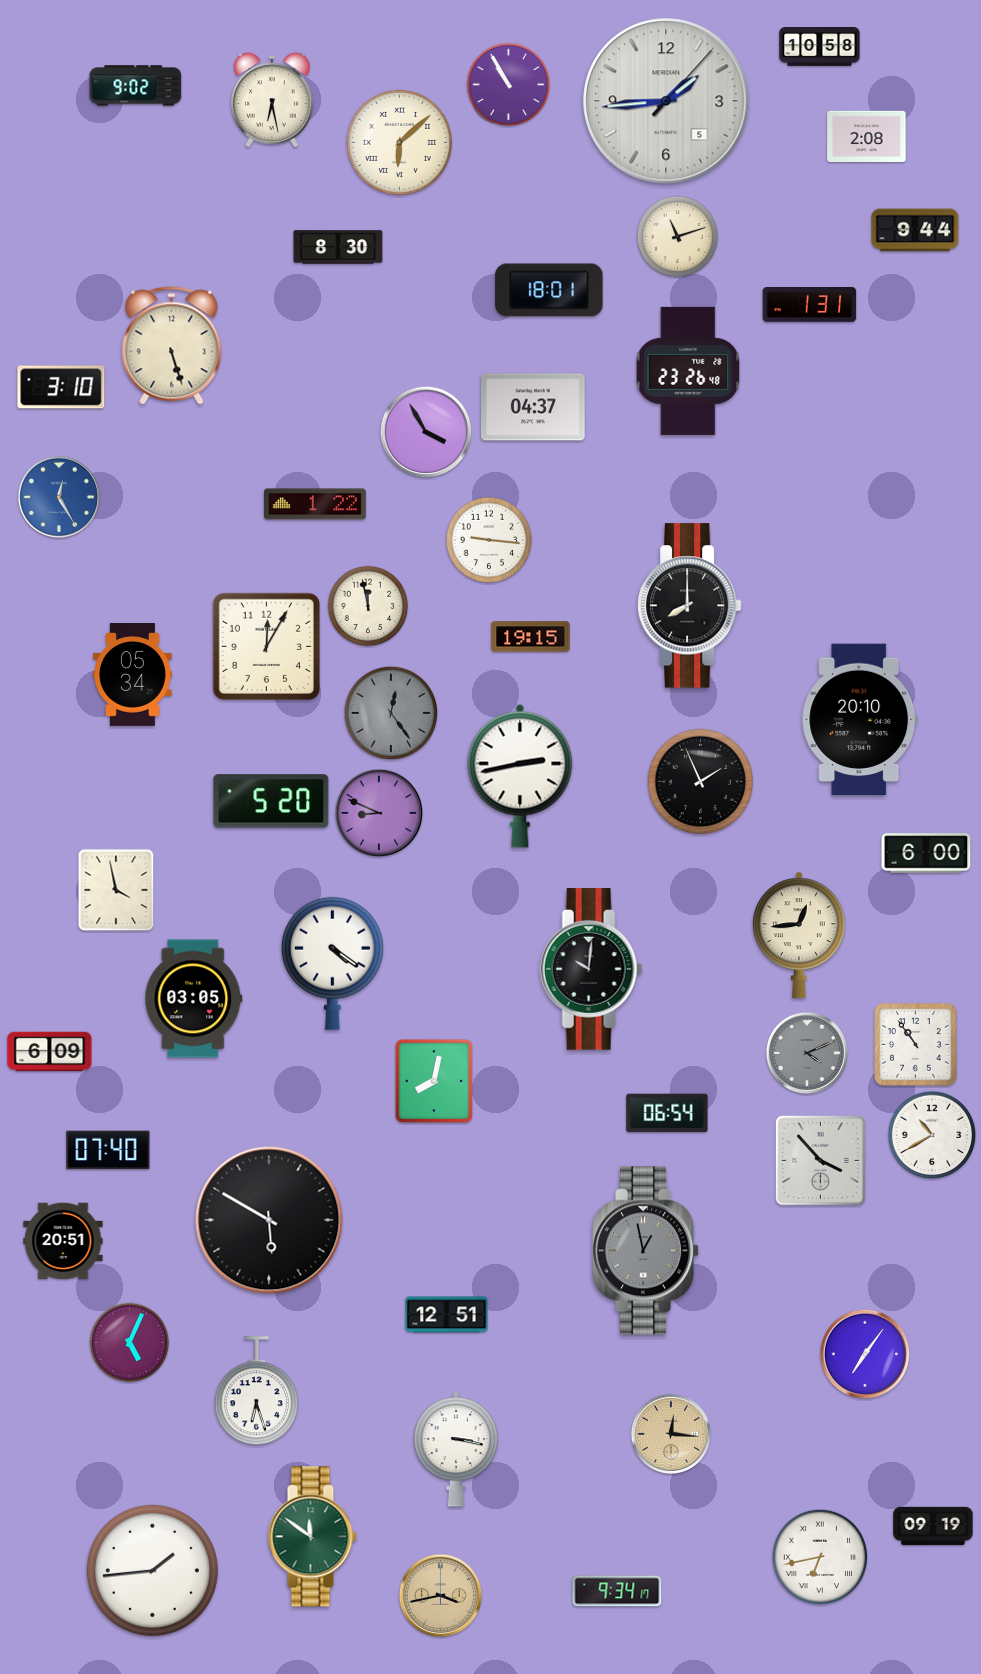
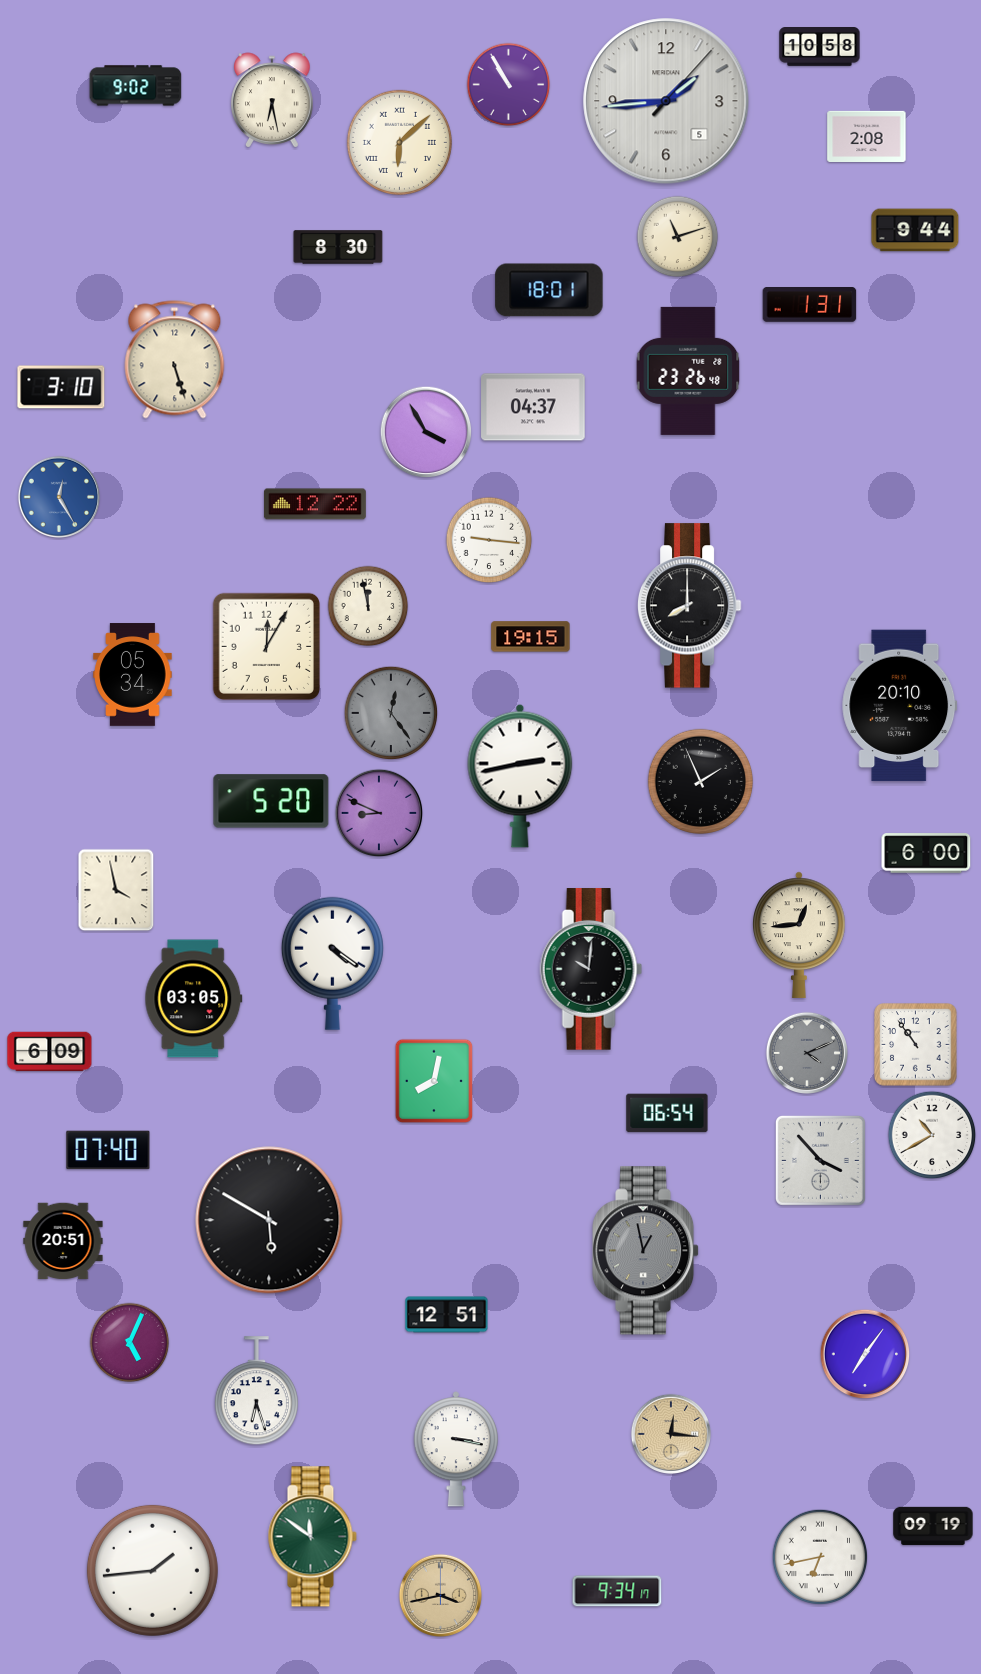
clock at (172, 346) position: (172, 346) -> (175, 360)
clock at (315, 504): 1:22 -> 12:22
clock at (860, 720) position: (860, 720) -> (900, 706)
